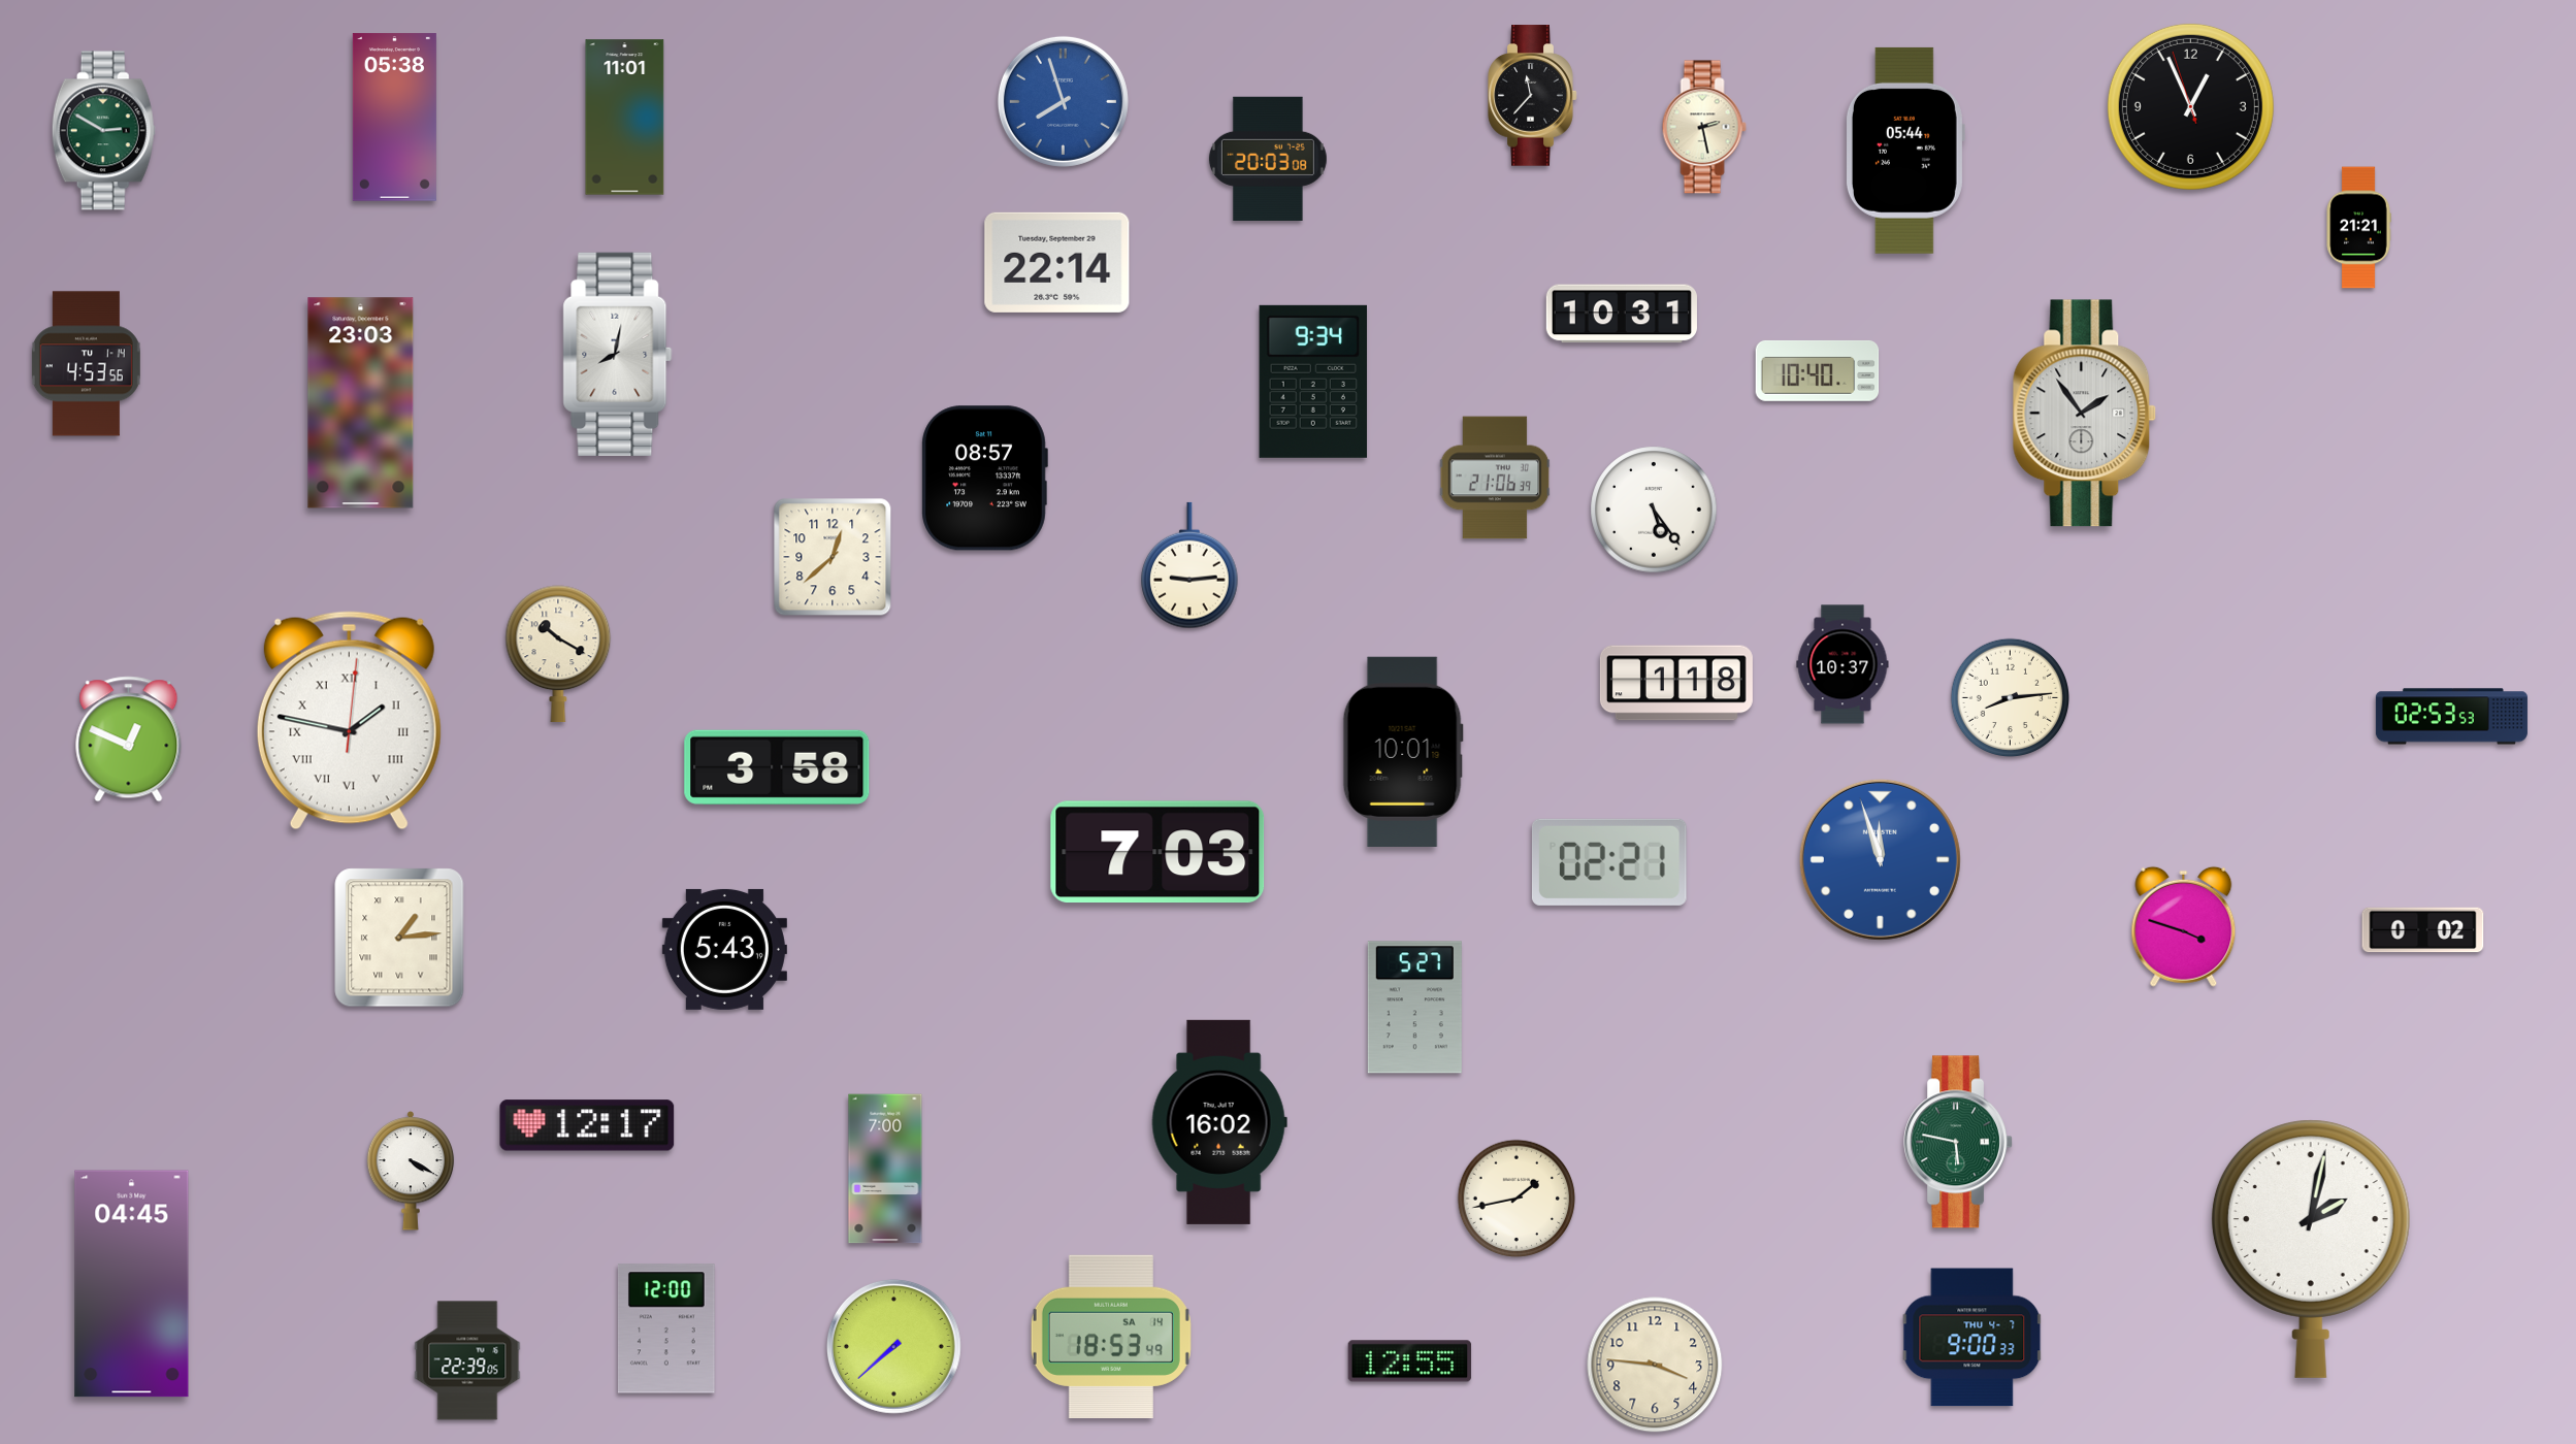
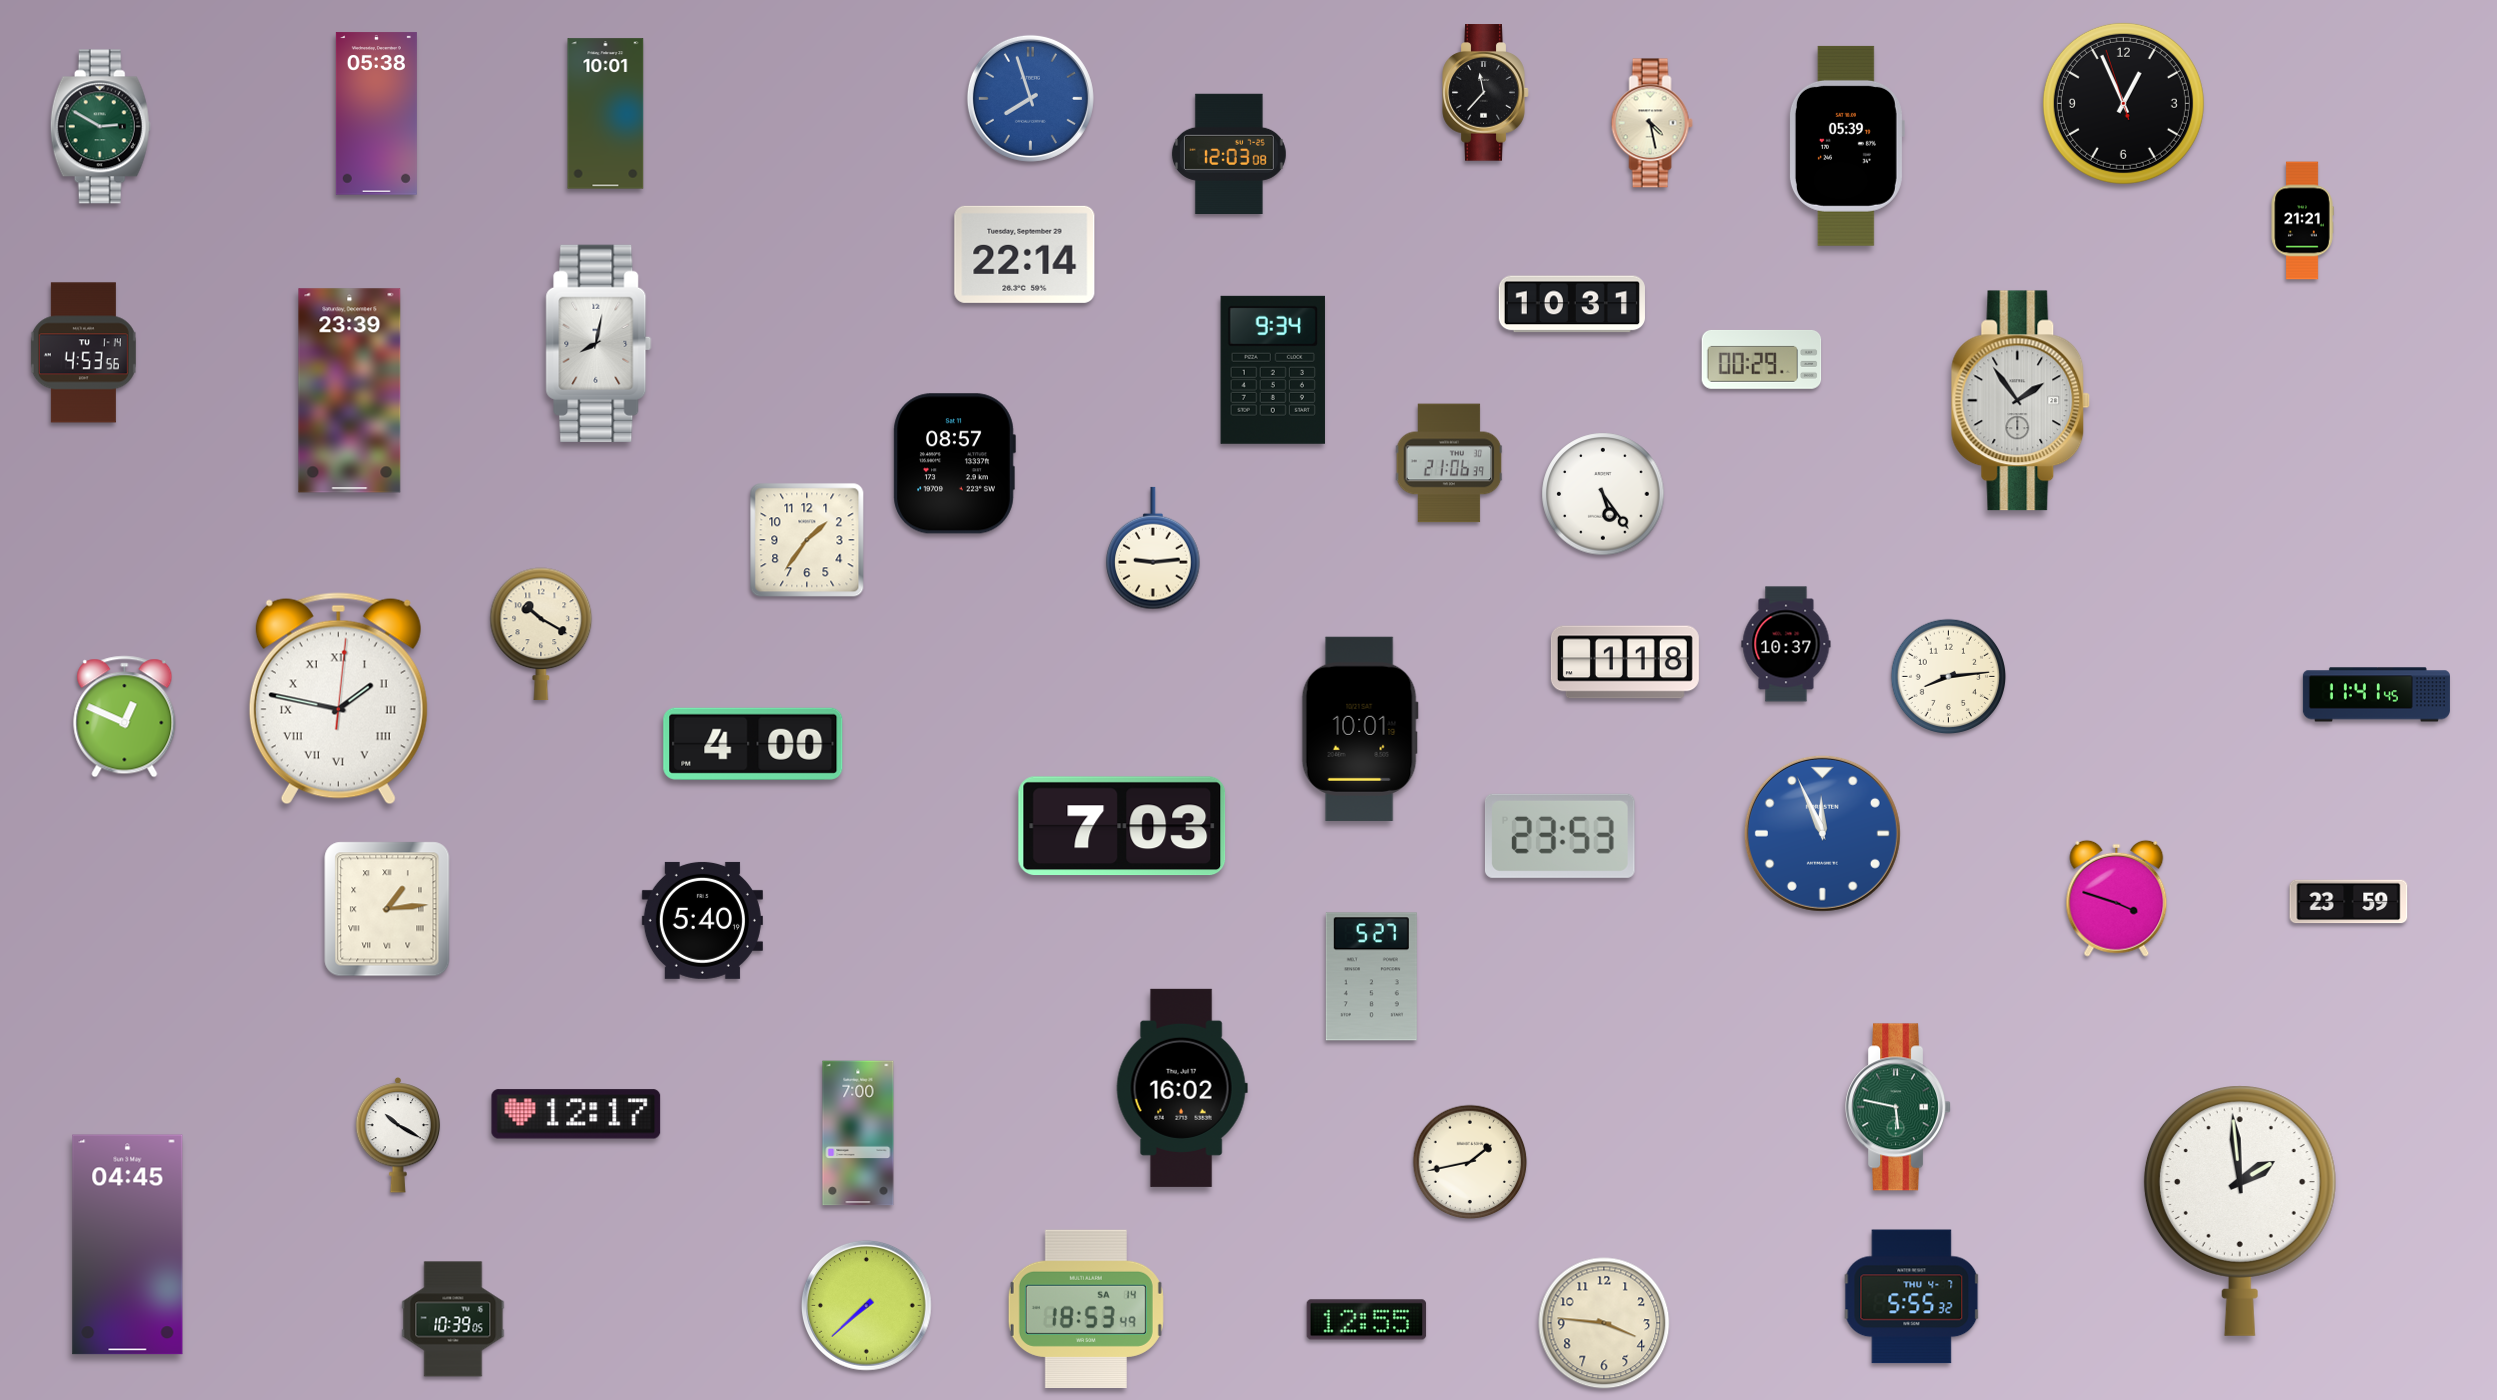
clock at (394, 118) position: (394, 118) -> (376, 114)
clock at (625, 118): 11:01 -> 10:01
clock at (1704, 127): 2:28 -> 4:28
clock at (1904, 151): 05:44 -> 05:39
clock at (1268, 158): 20:03 -> 12:03
clock at (2358, 228) position: (2358, 228) -> (2302, 221)
clock at (1818, 370): 10:40 -> 00:29
clock at (361, 403): 23:03 -> 23:39
clock at (833, 557): 12:38 -> 1:36
clock at (2451, 717): 02:53 -> 11:41
clock at (777, 767): 3:58 -> 4:00
clock at (1880, 859): 11:57 -> 11:56
clock at (1609, 862): 02:21 -> 23:53
clock at (2423, 930): 0:02 -> 23:59
clock at (724, 949): 5:43 -> 5:40
clock at (587, 1125) position: (587, 1125) -> (576, 1114)
clock at (411, 1172): 4:20 -> 10:20
clock at (2311, 1249): 2:02 -> 1:59
clock at (666, 1328): 12:00 -> none
clock at (1111, 1337) position: (1111, 1337) -> (1086, 1309)
clock at (1972, 1338): 9:00 -> 5:55
clock at (467, 1360): 22:39 -> 10:39
